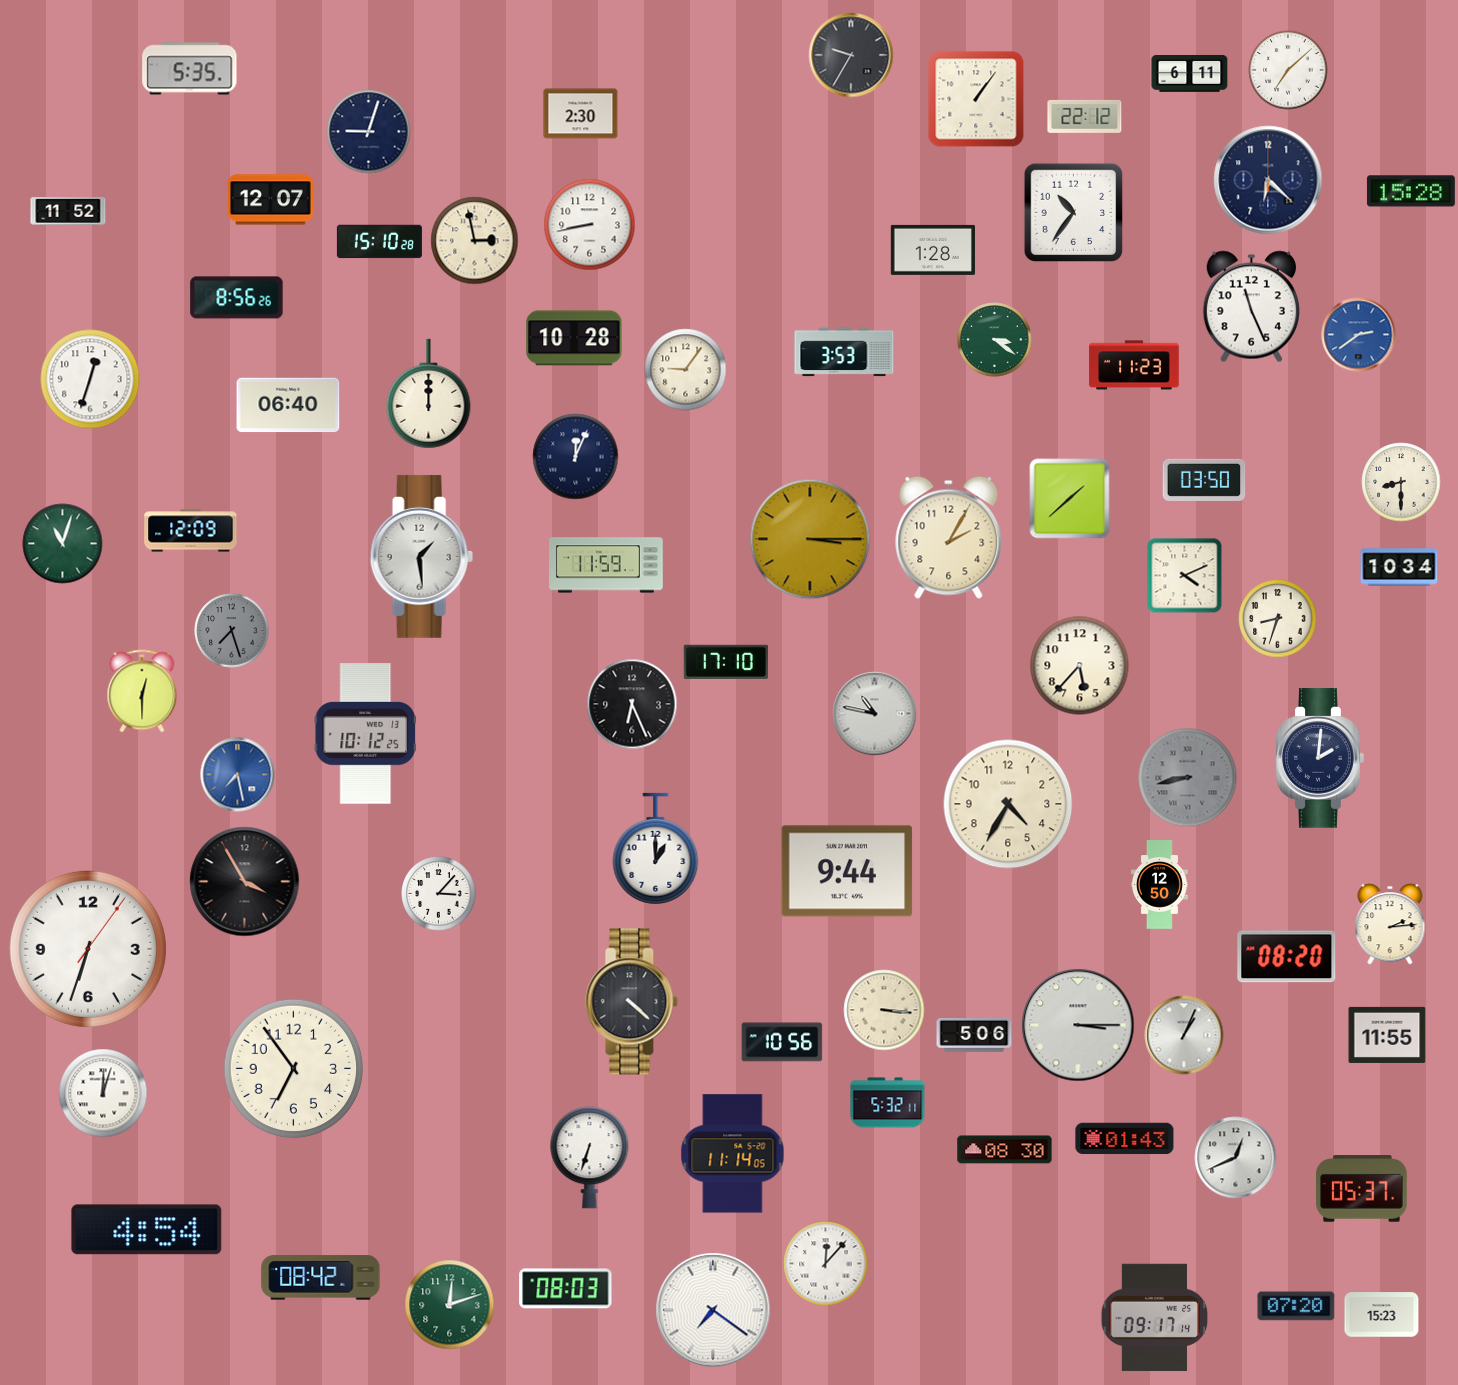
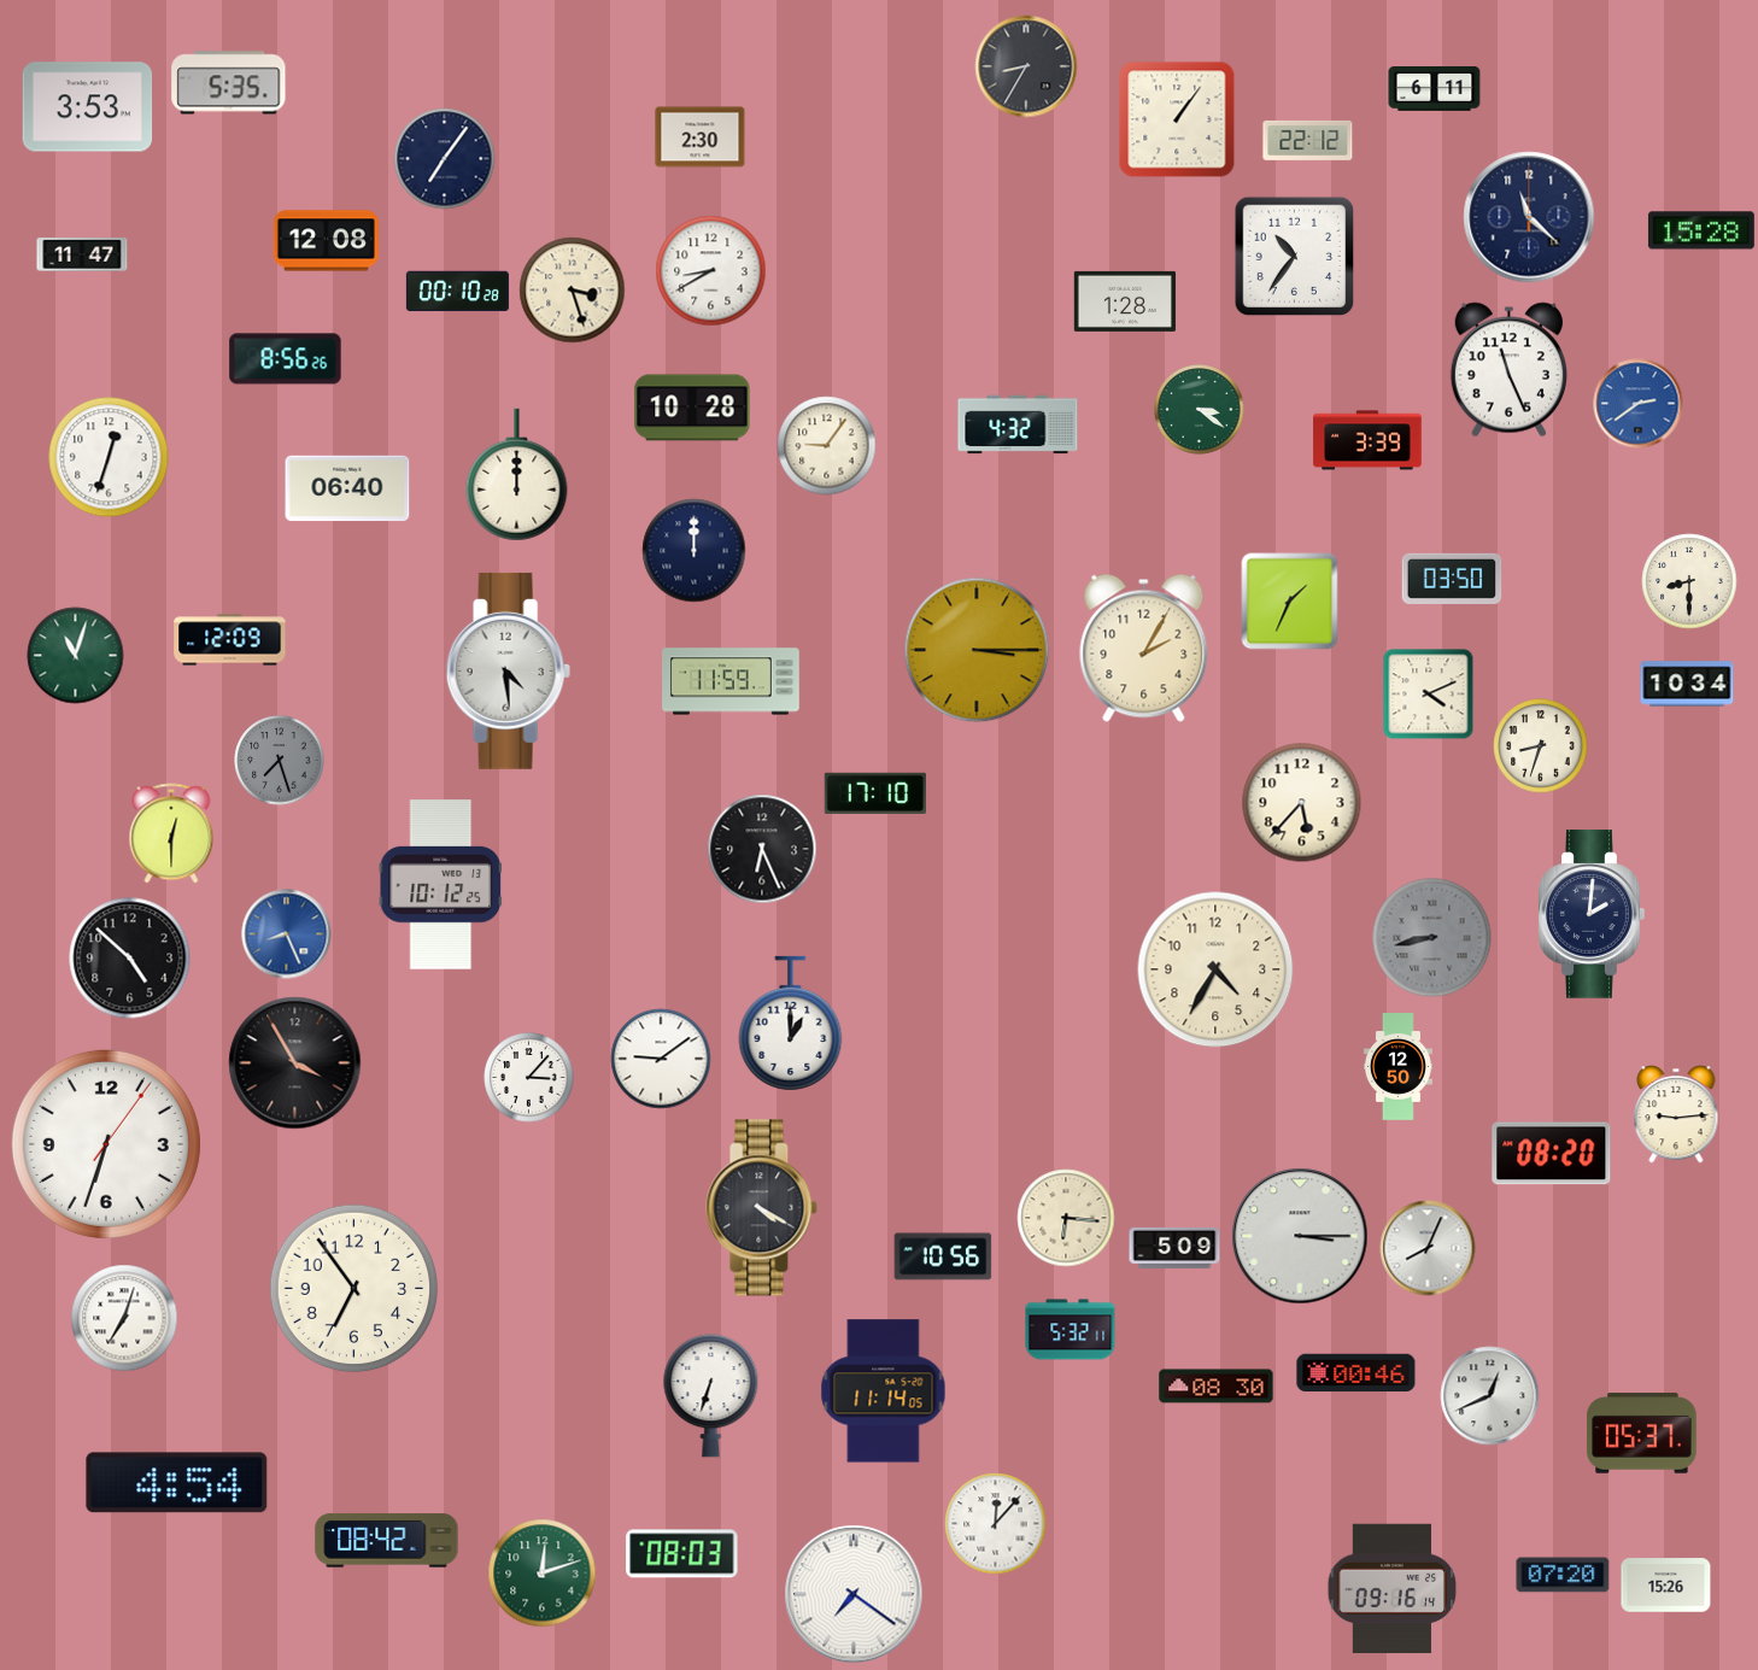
clock at (851, 55): 9:35 -> 8:35
clock at (1288, 70): 7:08 -> none
clock at (88, 107): none -> 3:53
clock at (369, 132): 9:03 -> 7:06
clock at (1268, 180): 6:22 -> 11:22
clock at (270, 200): 12:07 -> 12:08
clock at (68, 211): 11:52 -> 11:47
clock at (590, 225): 8:43 -> 8:40
clock at (475, 241): 2:58 -> 3:27
clock at (379, 242): 15:10 -> 00:10
clock at (844, 352): 3:53 -> 4:32
clock at (1134, 365): 11:23 -> 3:39
clock at (576, 457): 12:04 -> 12:00
clock at (1070, 499): 1:38 -> 1:34
clock at (421, 556): 1:29 -> 4:29
clock at (726, 662) position: (726, 662) -> (875, 793)
clock at (875, 714): 10:47 -> none
clock at (238, 775): 7:28 -> 8:26
clock at (130, 959): none -> 4:52
clock at (847, 871): 9:44 -> none
clock at (661, 1059): none -> 9:09
clock at (1390, 924): 2:14 -> 9:14
clock at (632, 1002): 4:22 -> 4:20
clock at (884, 1010): 3:16 -> 6:16
clock at (974, 1035): 5:06 -> 5:09
clock at (1184, 1035): 1:04 -> 8:04
clock at (1387, 1035): 11:55 -> none
clock at (103, 1093): 12:03 -> 7:03
clock at (1125, 1139): 01:43 -> 00:46
clock at (1005, 1150) position: (1005, 1150) -> (1217, 1387)
clock at (713, 1310) position: (713, 1310) -> (854, 1594)
clock at (1382, 1315): 15:23 -> 15:26
clock at (1155, 1318): 09:17 -> 09:16
